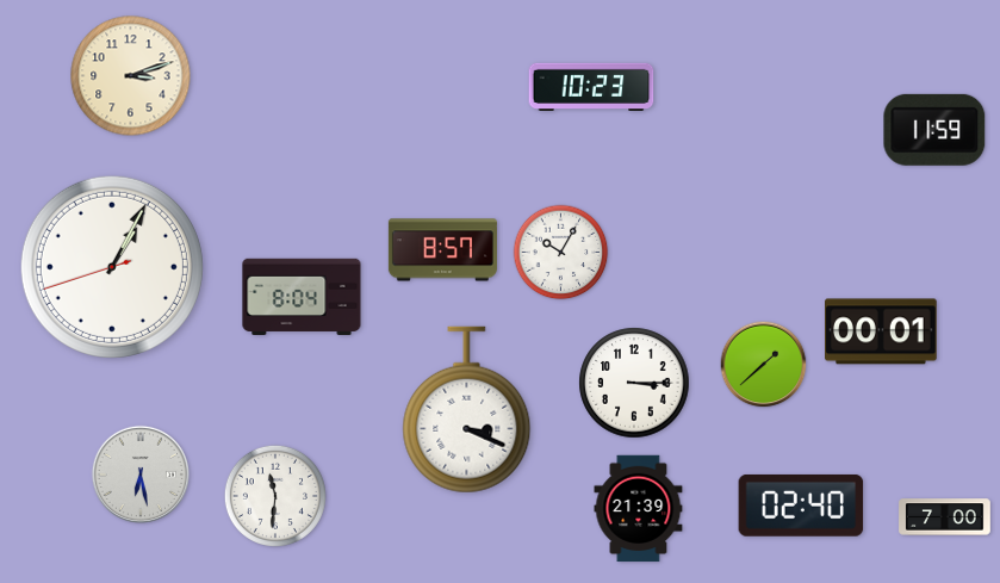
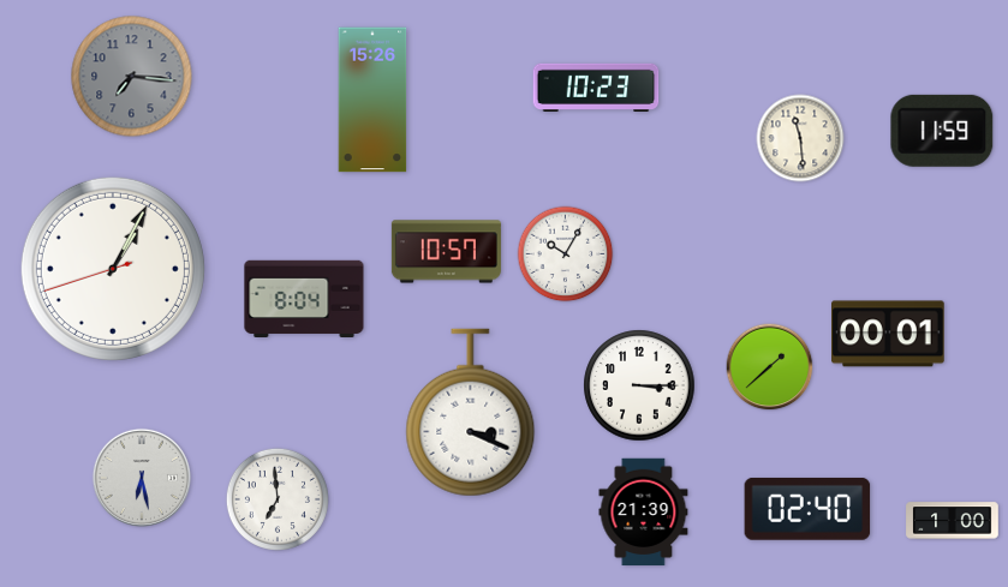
clock at (131, 76): 3:12 -> 7:16
clock at (131, 76) dial: cream -> grey
clock at (372, 100): none -> 15:26
clock at (800, 138): none -> 11:29
clock at (442, 250): 8:57 -> 10:57
clock at (275, 496): 11:31 -> 6:59
clock at (945, 517): 7:00 -> 1:00
